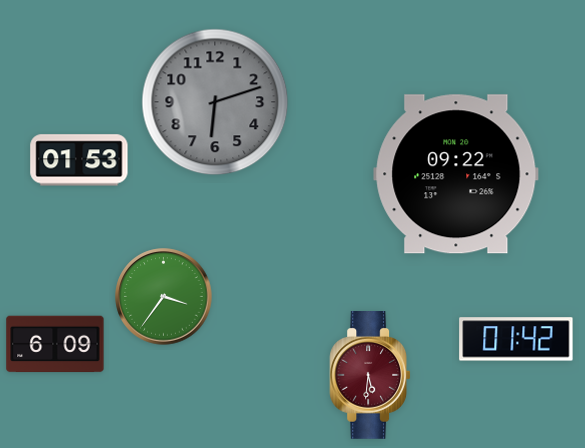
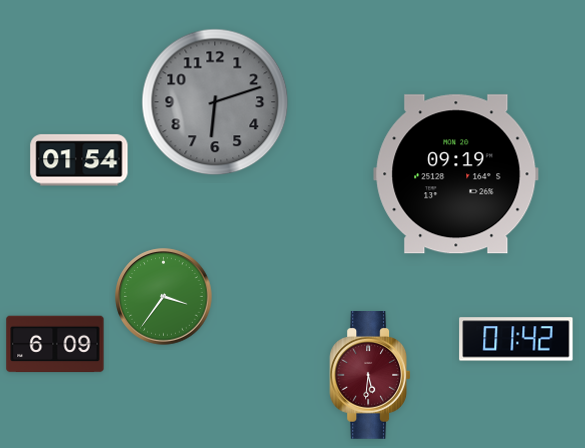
clock at (79, 160): 01:53 -> 01:54
clock at (456, 174): 09:22 -> 09:19
